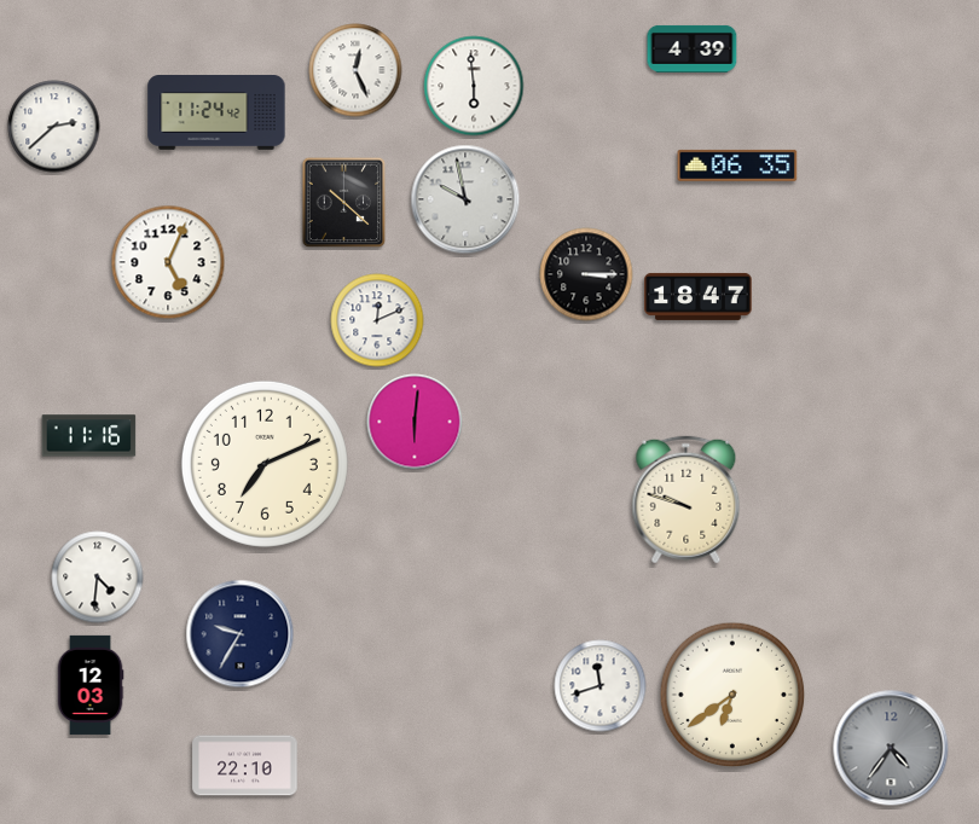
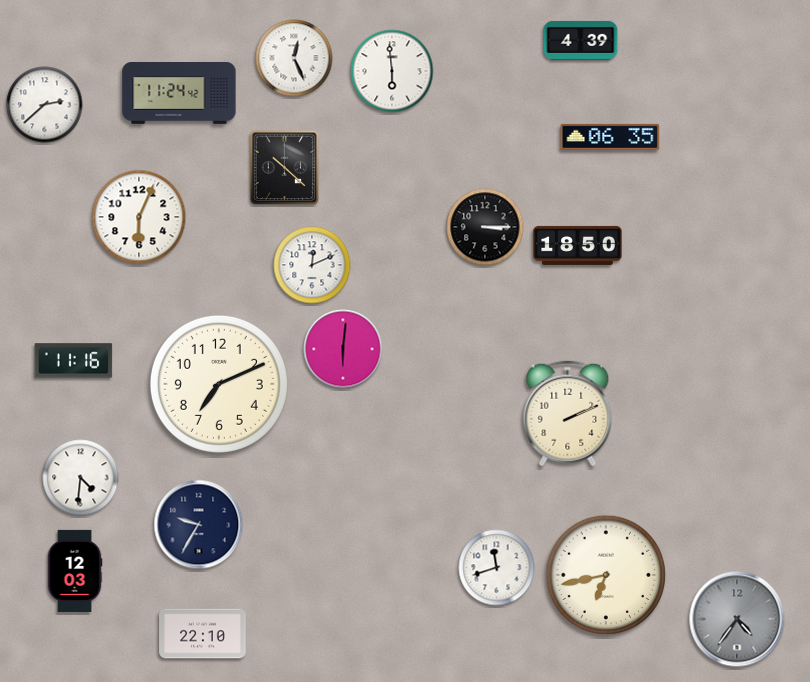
clock at (693, 48) position: (693, 48) -> (581, 40)
clock at (465, 199): 9:58 -> none
clock at (168, 262): 5:04 -> 6:04
clock at (699, 296): 18:47 -> 18:50
clock at (687, 500): 9:48 -> 2:11
clock at (91, 685) position: (91, 685) -> (75, 571)
clock at (732, 695): 6:39 -> 6:43
